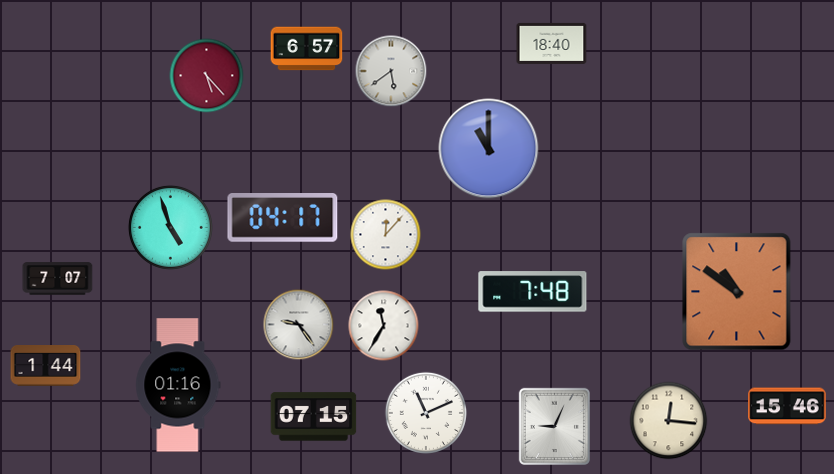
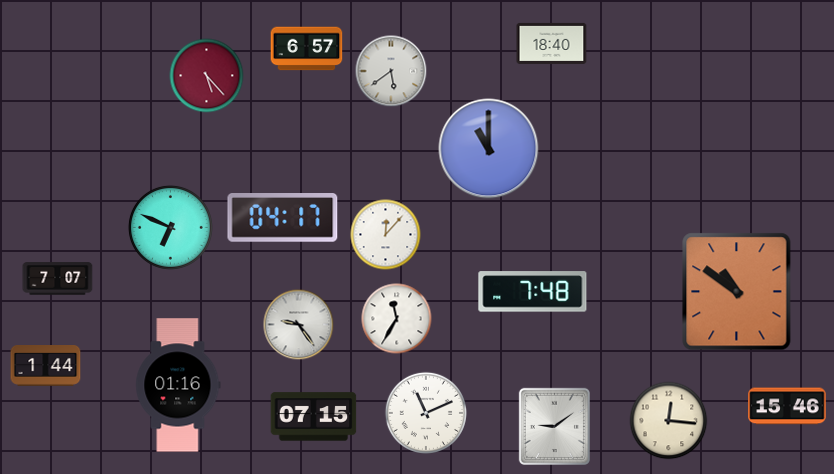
clock at (170, 227): 4:57 -> 6:49
clock at (384, 326) position: (384, 326) -> (397, 319)
clock at (554, 426): 9:04 -> 9:09
